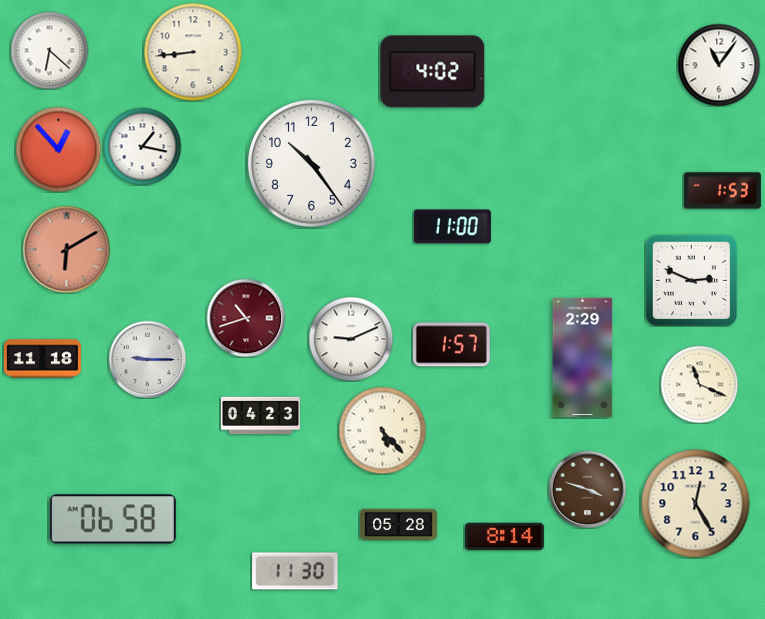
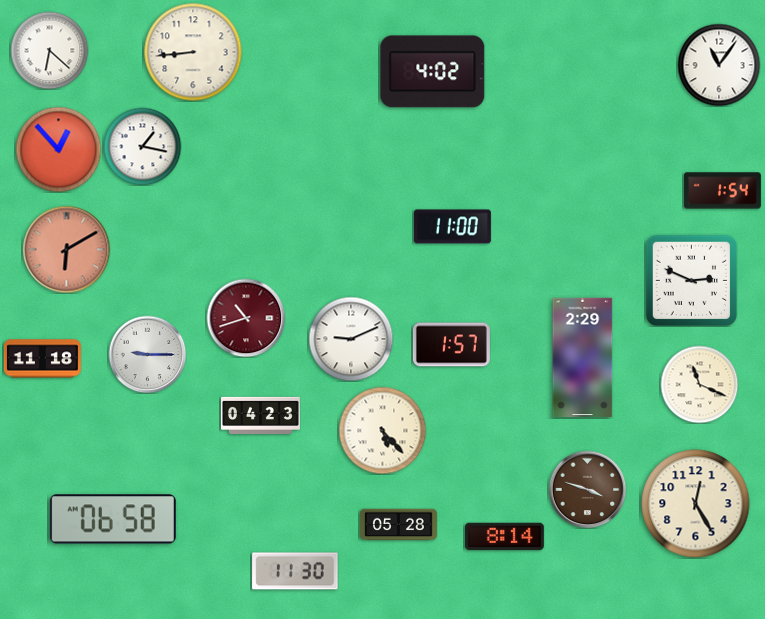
clock at (311, 163): 10:24 -> none
clock at (722, 191): 1:53 -> 1:54
clock at (147, 359) position: (147, 359) -> (147, 354)
